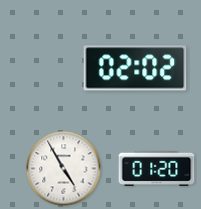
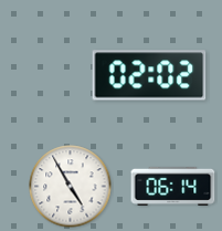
clock at (157, 168): 01:20 -> 06:14
